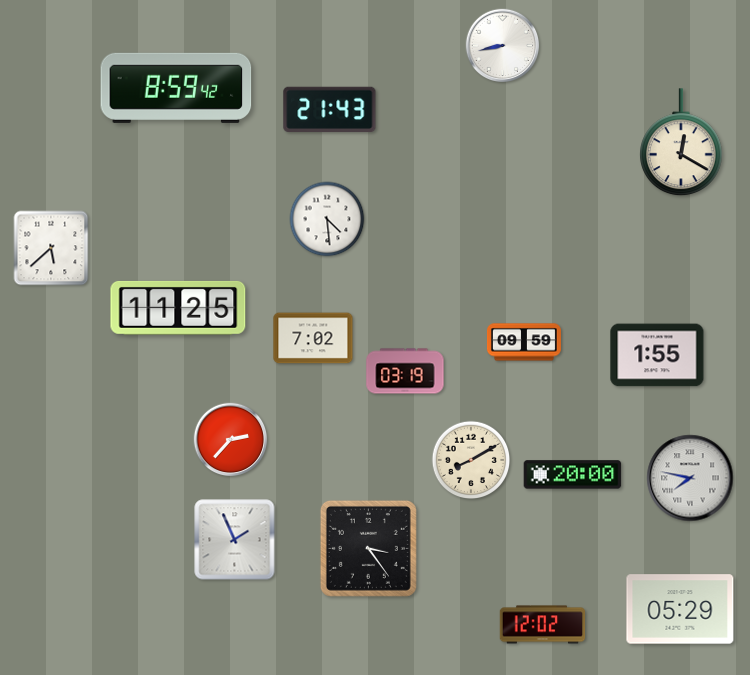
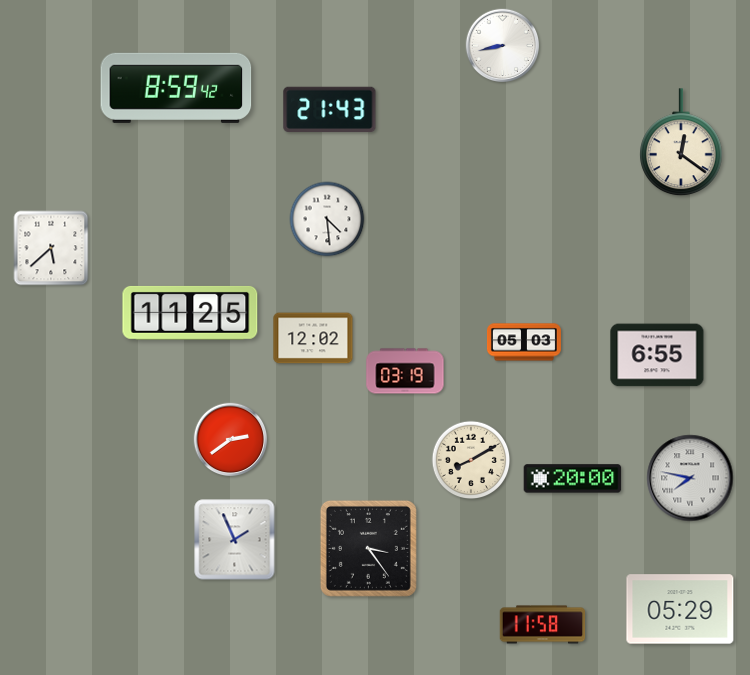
clock at (681, 143): 12:20 -> 12:21
clock at (178, 308) position: (178, 308) -> (190, 313)
clock at (313, 338): 7:02 -> 12:02
clock at (524, 342): 09:59 -> 05:03
clock at (657, 355): 1:55 -> 6:55
clock at (231, 440): 2:37 -> 2:39
clock at (573, 475) position: (573, 475) -> (573, 479)
clock at (543, 625): 12:02 -> 11:58
